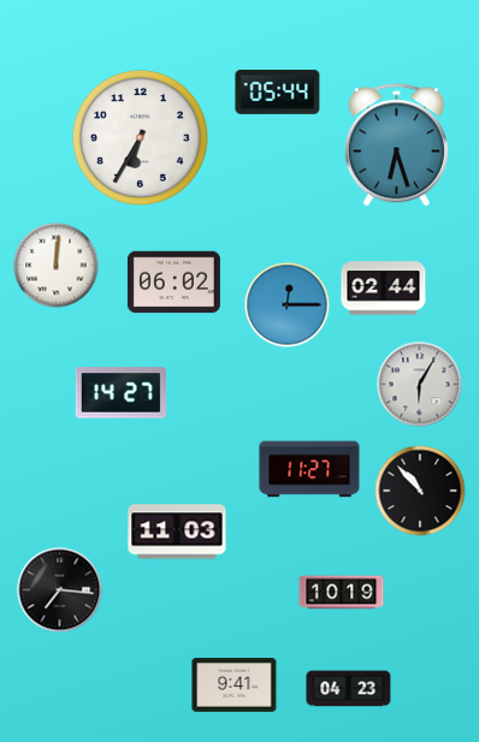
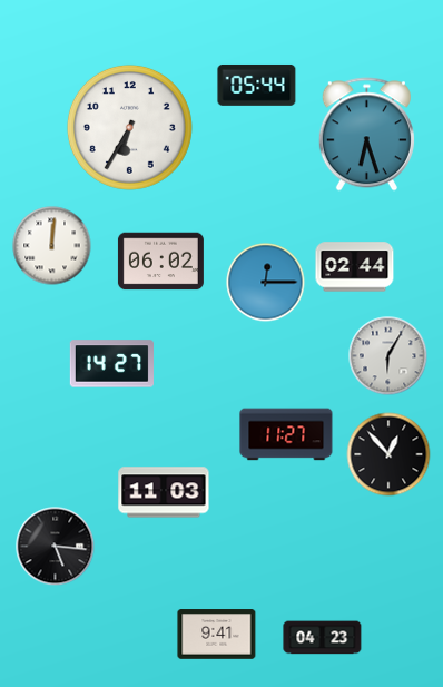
clock at (420, 491): 10:53 -> 12:53
clock at (60, 590): 7:16 -> 5:16
clock at (342, 593): 10:19 -> none
